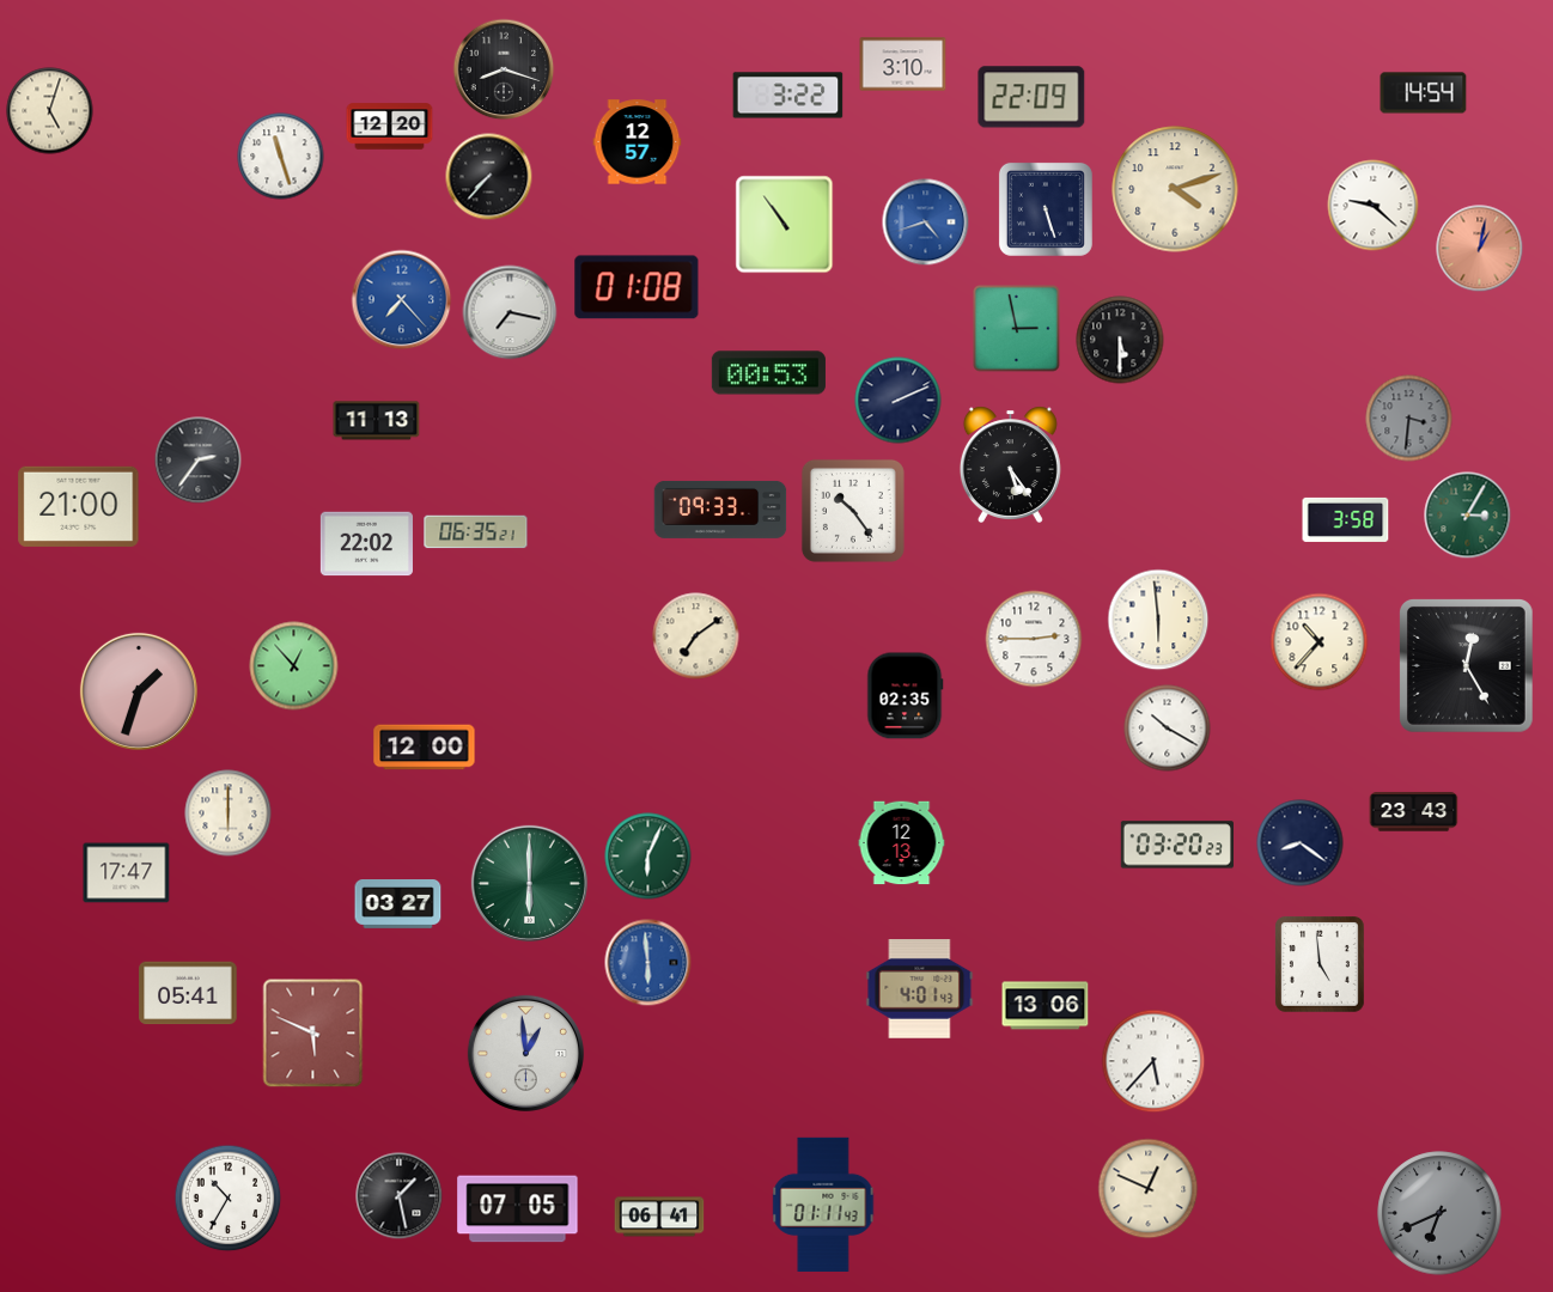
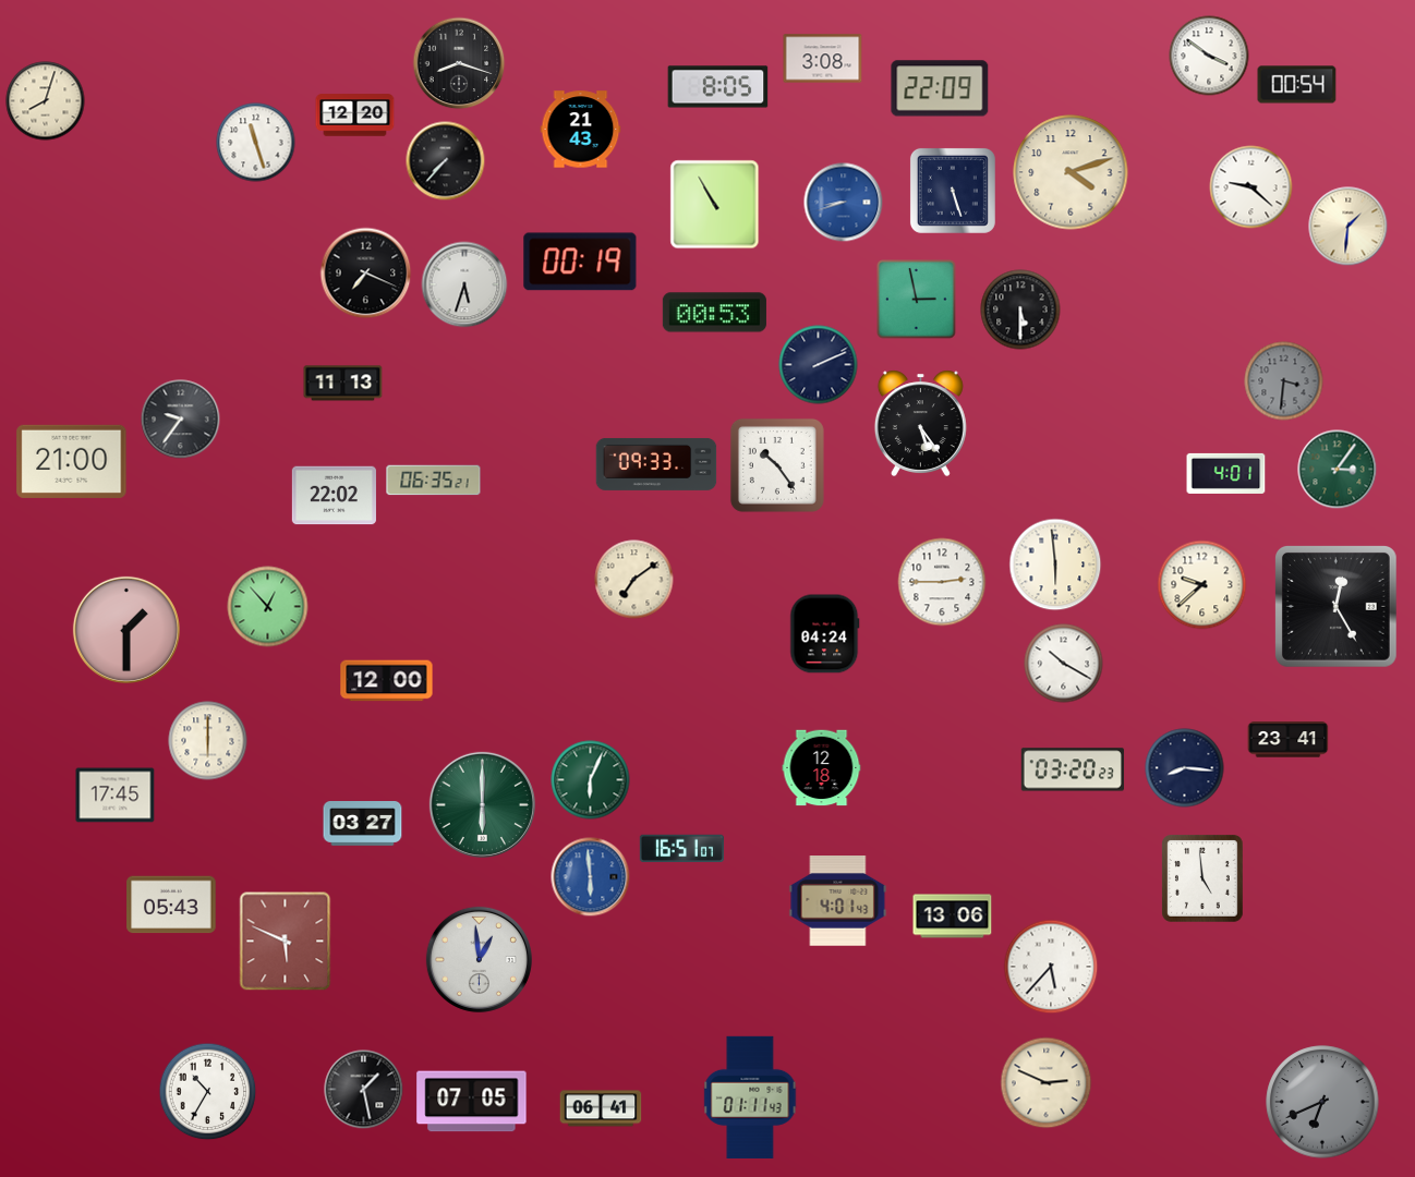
clock at (1209, 56): none -> 3:51
clock at (903, 65): 3:10 -> 3:08
clock at (1424, 93): 14:54 -> 00:54
clock at (788, 96): 3:22 -> 8:05
clock at (50, 111): 5:03 -> 8:03
clock at (638, 142): 12:57 -> 21:43
clock at (926, 223): 4:42 -> 8:42
clock at (785, 225): 10:54 -> 10:55
clock at (1480, 249): 1:02 -> 1:31
clock at (1480, 249) dial: salmon -> cream
clock at (637, 287): 01:08 -> 00:19
clock at (402, 300): 7:23 -> 7:19
clock at (402, 300) dial: blue -> black
clock at (510, 312): 7:17 -> 5:33
clock at (1017, 329) position: (1017, 329) -> (917, 300)
clock at (768, 373) position: (768, 373) -> (714, 313)
clock at (199, 461): 2:36 -> 9:36
clock at (1468, 516): 3:05 -> 3:06
clock at (1346, 519): 3:58 -> 4:01
clock at (476, 532) position: (476, 532) -> (434, 481)
clock at (1320, 642): 10:37 -> 9:38
clock at (139, 691): 1:33 -> 1:30
clock at (906, 696): 02:35 -> 04:24
clock at (1414, 812): 23:43 -> 23:41
clock at (902, 843): 12:13 -> 12:18
clock at (1301, 843): 8:21 -> 8:16
clock at (127, 873): 17:47 -> 17:45
clock at (681, 849): none -> 16:51
clock at (188, 993): 05:41 -> 05:43
clock at (1149, 1189): 12:49 -> 2:49
clock at (1439, 1213) position: (1439, 1213) -> (1322, 1102)
